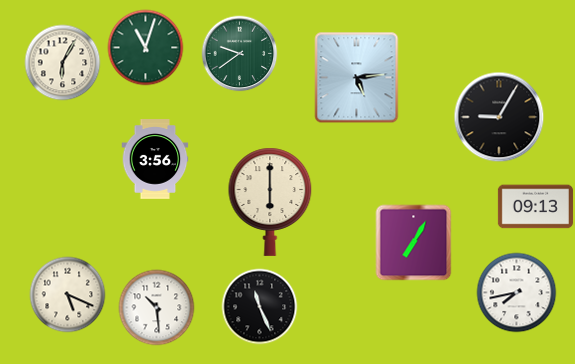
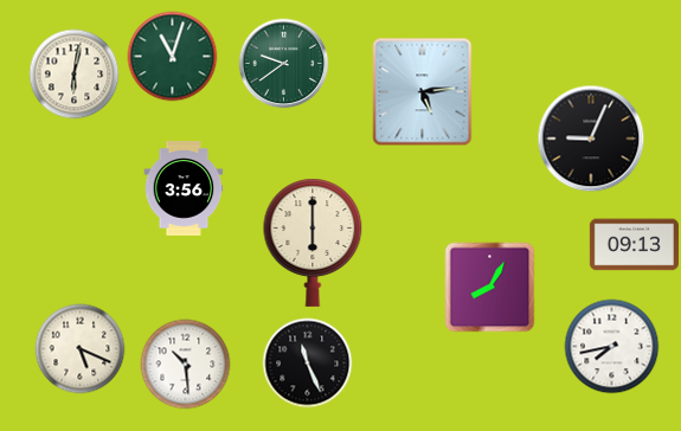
clock at (63, 63): 6:05 -> 6:02
clock at (499, 117): 9:05 -> 9:04
clock at (270, 202) position: (270, 202) -> (313, 243)
clock at (414, 243): 7:05 -> 8:05
